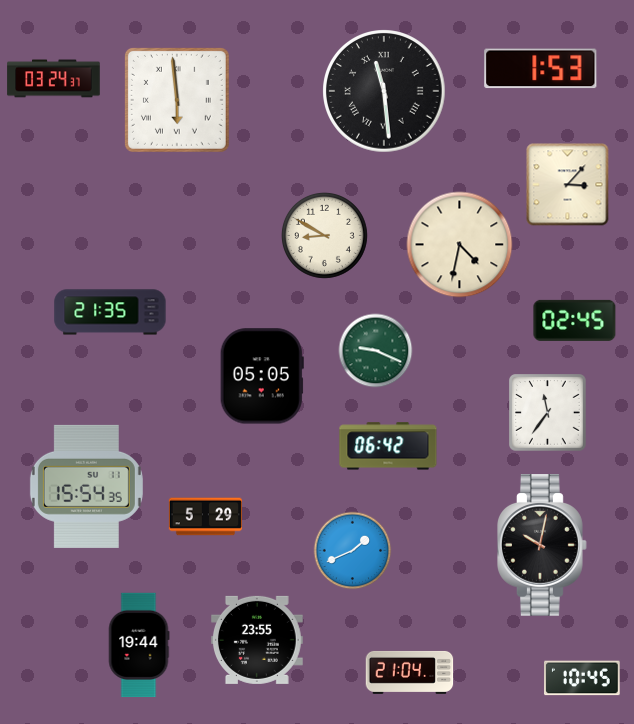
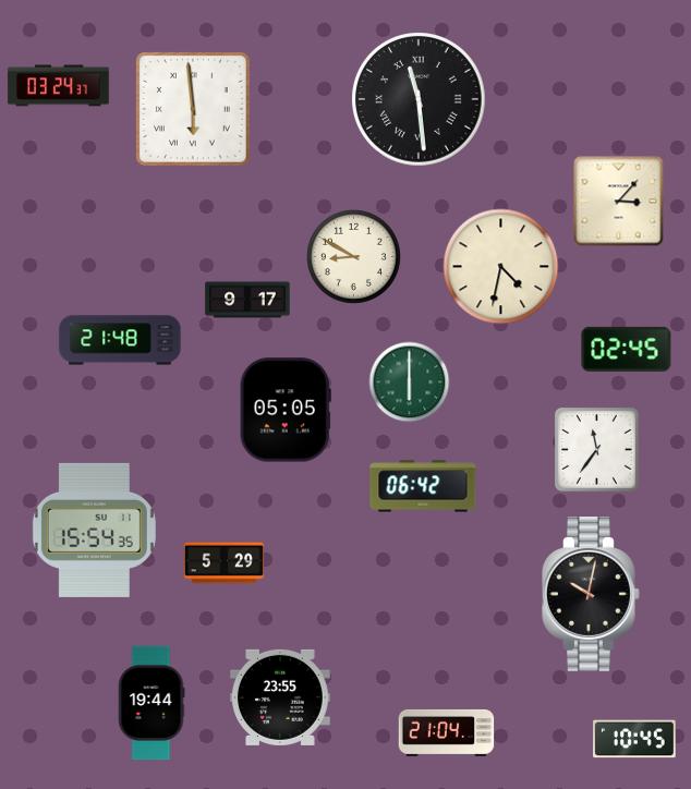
clock at (541, 69): 1:53 -> none
clock at (247, 300): none -> 9:17
clock at (110, 312): 21:35 -> 21:48
clock at (376, 351): 9:19 -> 6:00
clock at (353, 551): 1:41 -> none
